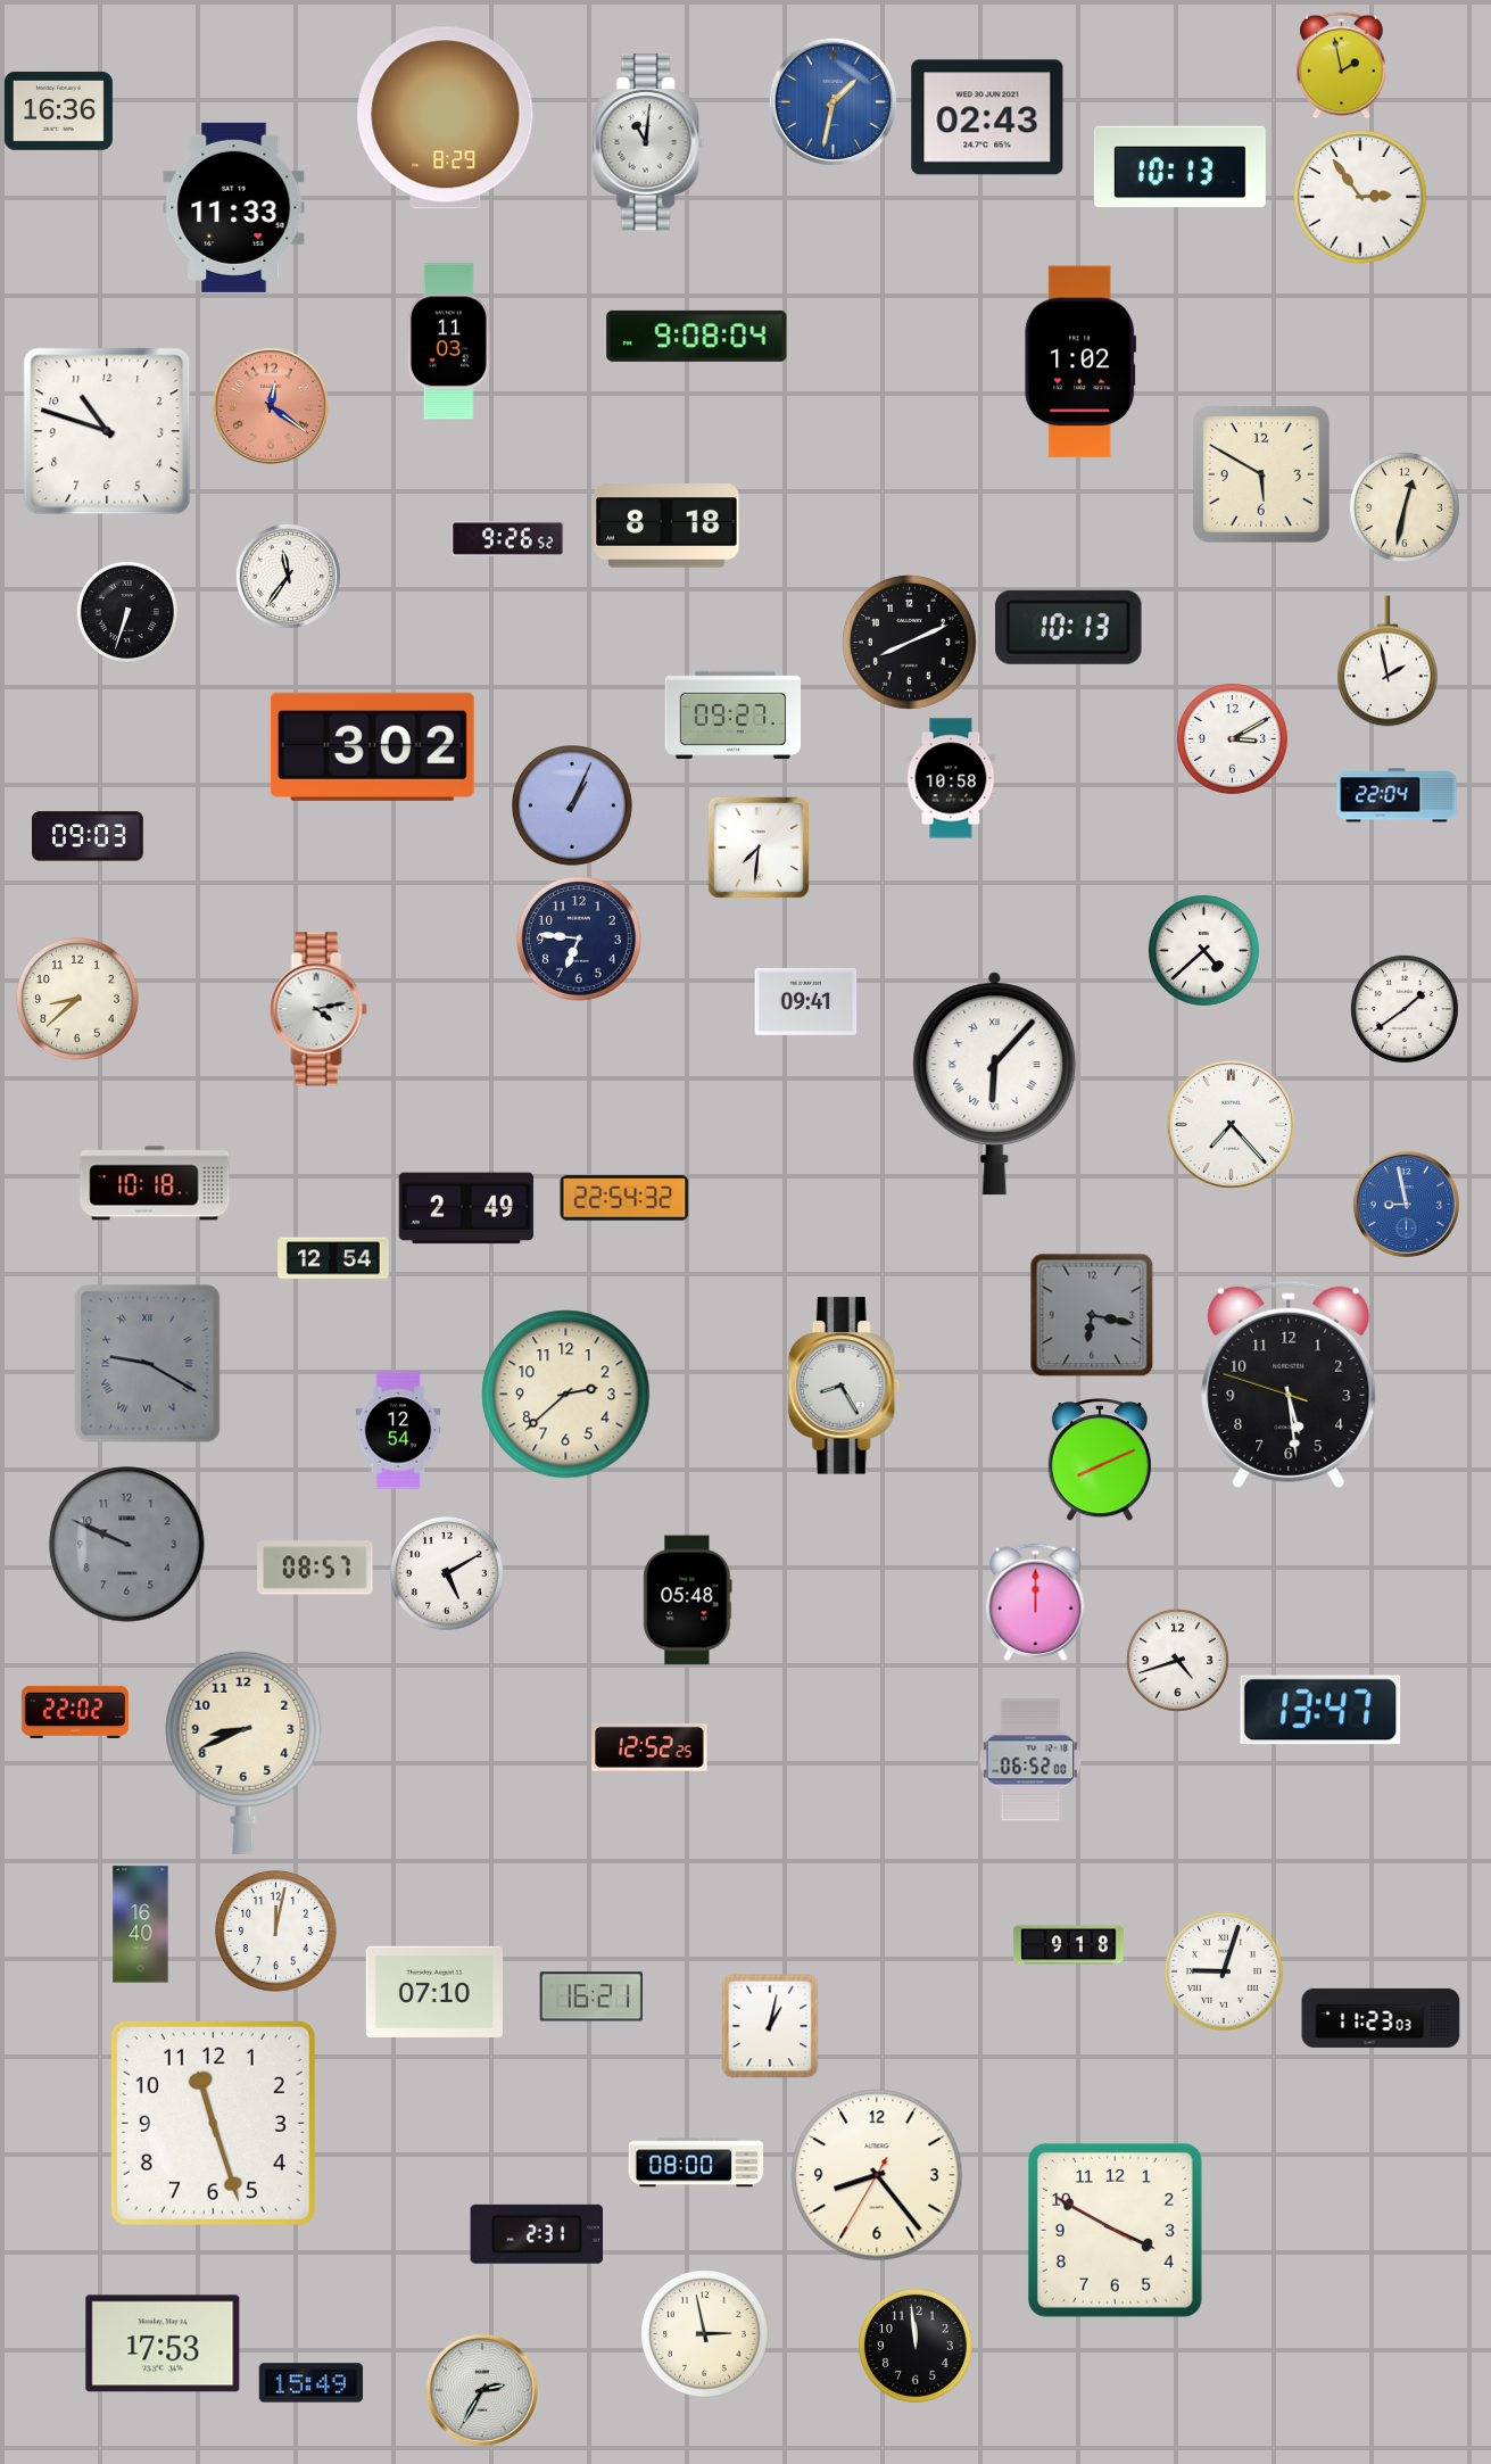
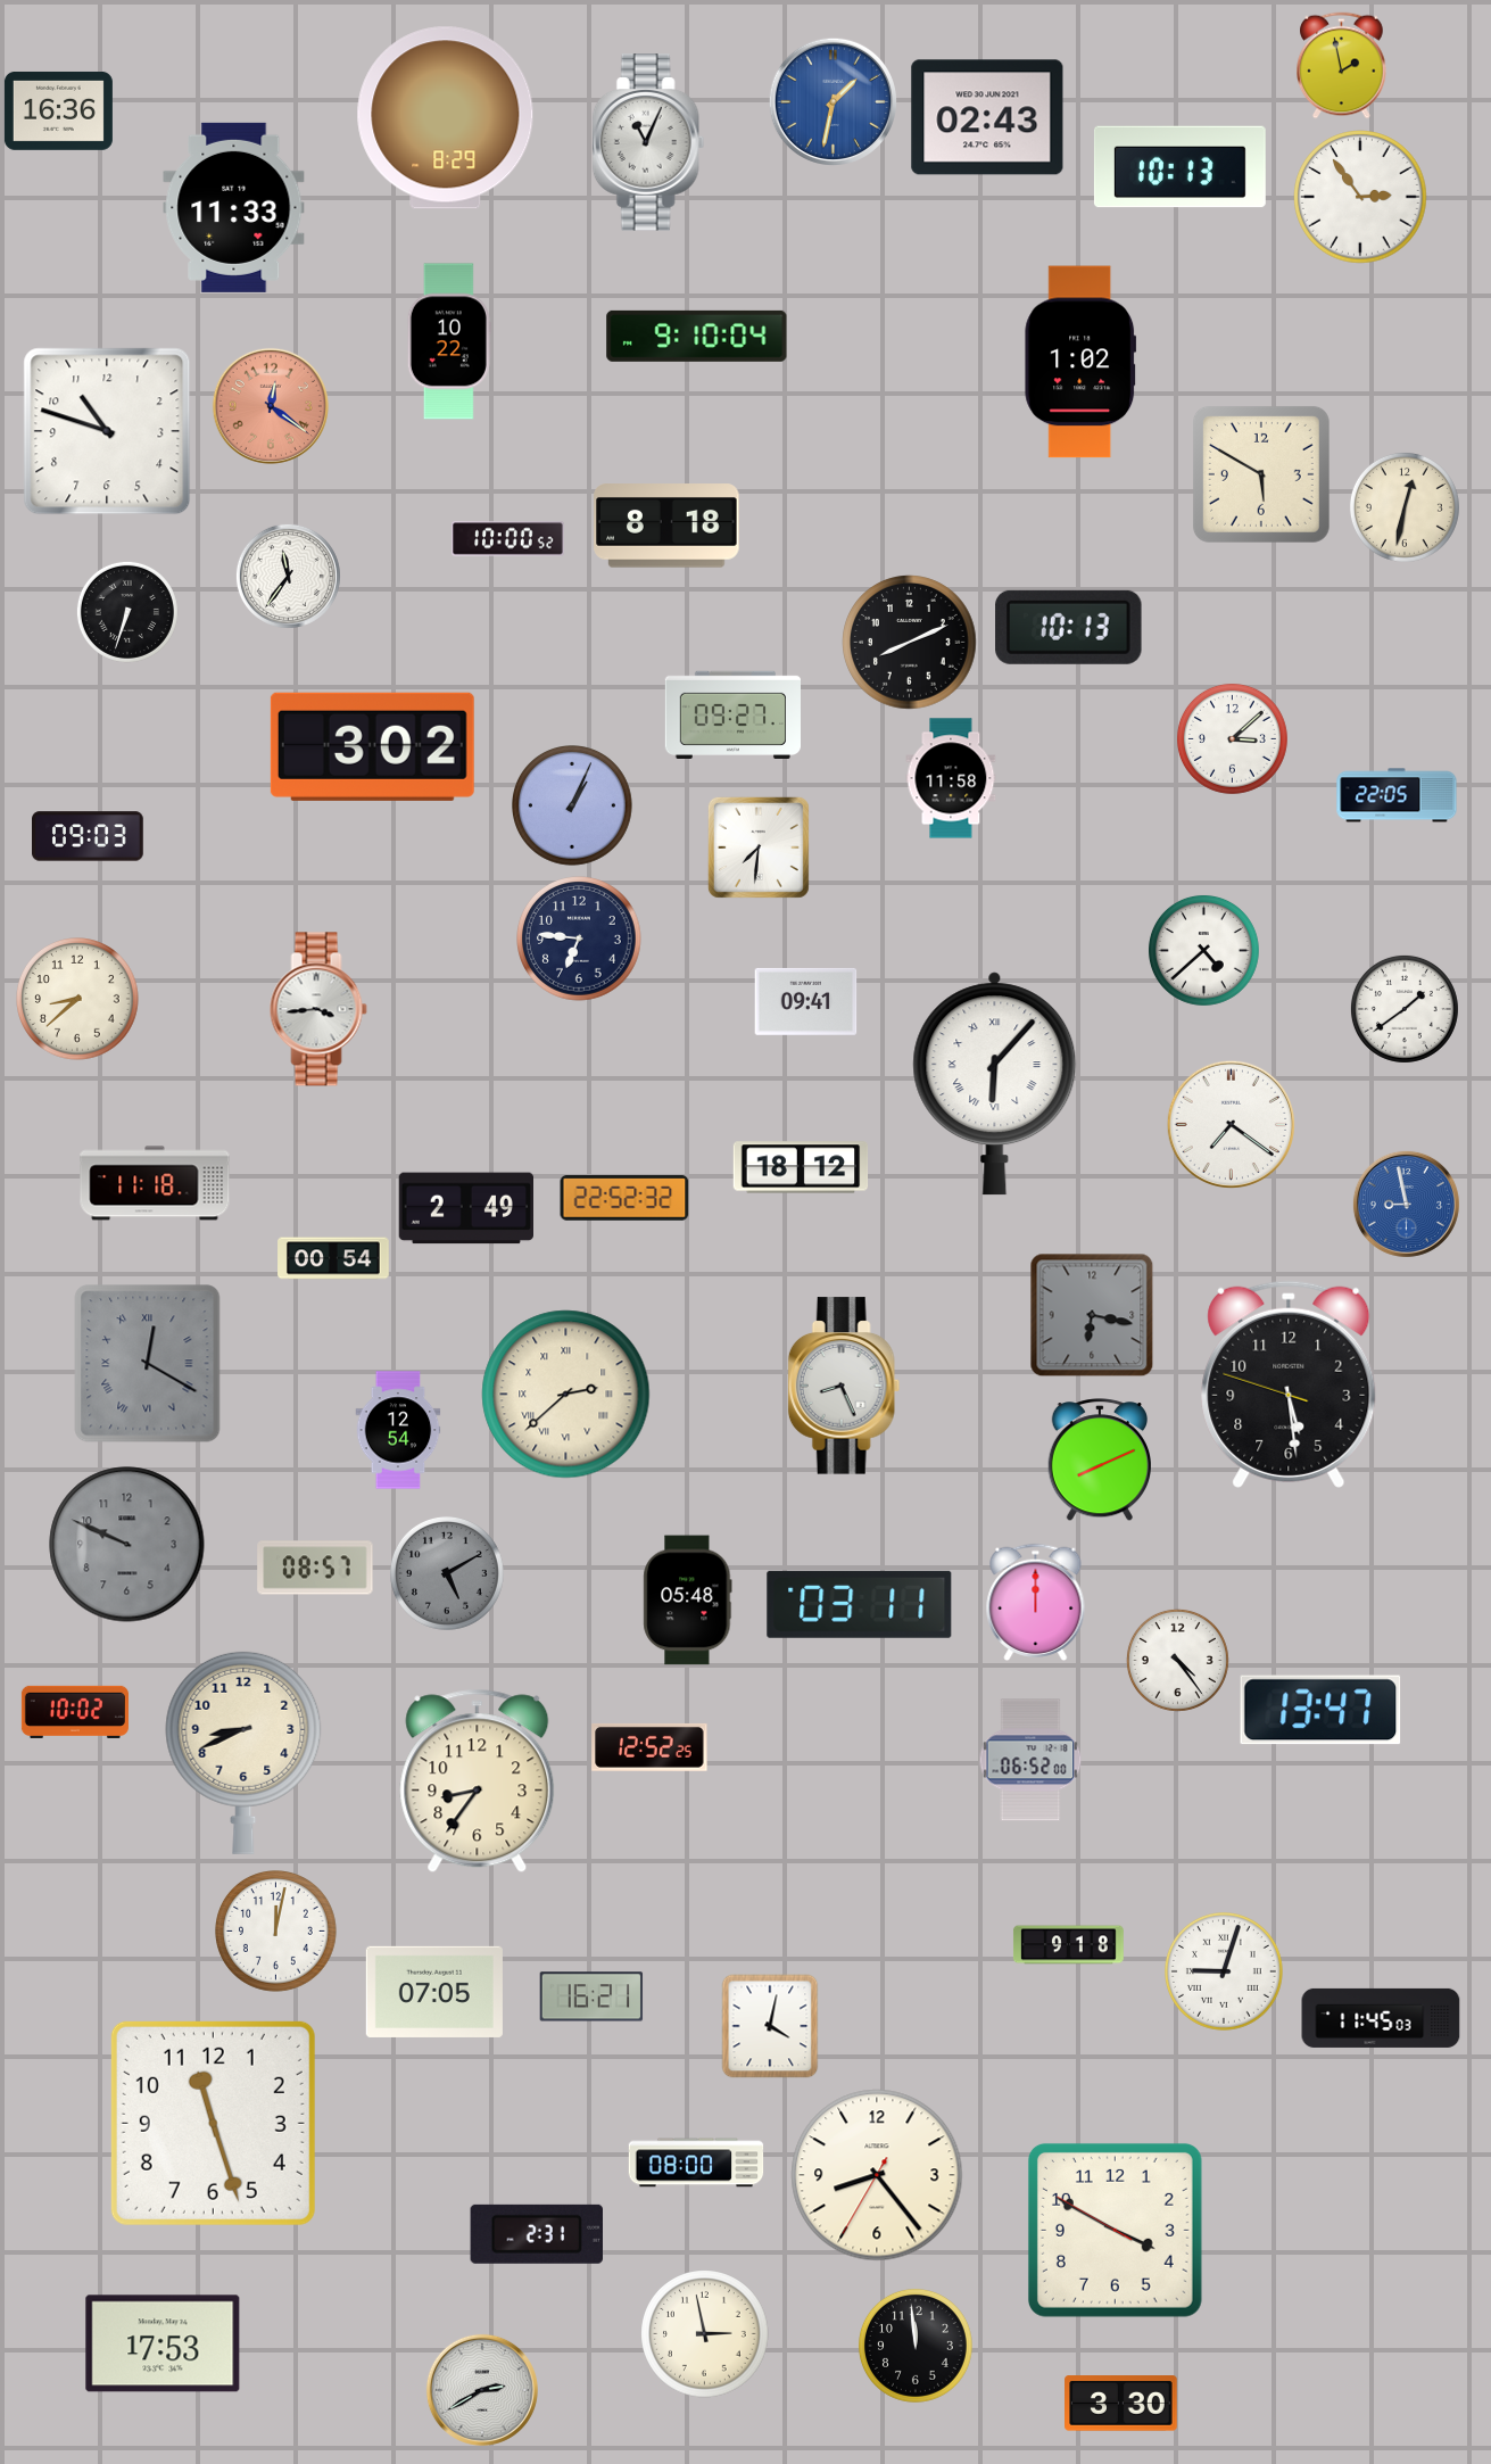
clock at (648, 142): 11:01 -> 11:04
clock at (697, 336): 9:08 -> 9:10
clock at (449, 341): 11:03 -> 10:22
clock at (508, 539): 9:26 -> 10:00
clock at (1389, 661): 1:58 -> none
clock at (1232, 738): 3:10 -> 3:08
clock at (951, 778): 10:58 -> 11:58
clock at (1397, 795): 22:04 -> 22:05
clock at (318, 1009): 4:13 -> 3:44
clock at (1231, 1124): 7:23 -> 7:21
clock at (801, 1167): none -> 18:12
clock at (155, 1183): 10:18 -> 11:18
clock at (624, 1199): 22:54 -> 22:52
clock at (333, 1258): 12:54 -> 00:54
clock at (148, 1364): 9:20 -> 12:20
clock at (844, 1386): 8:25 -> 8:26
clock at (566, 1395) numerals: Arabic -> Roman
clock at (447, 1573) dial: white -> grey
clock at (860, 1604): none -> 03:11
clock at (1177, 1660): 4:42 -> 4:24
clock at (75, 1712): 22:02 -> 10:02
clock at (478, 1781): none -> 8:36
clock at (141, 1925): 16:40 -> none
clock at (434, 1992): 07:10 -> 07:05
clock at (1381, 2018): 11:23 -> 11:45
clock at (770, 2026): 1:02 -> 4:02
clock at (312, 2383): 15:49 -> none
clock at (482, 2390): 2:35 -> 2:40
clock at (1121, 2404): none -> 3:30
